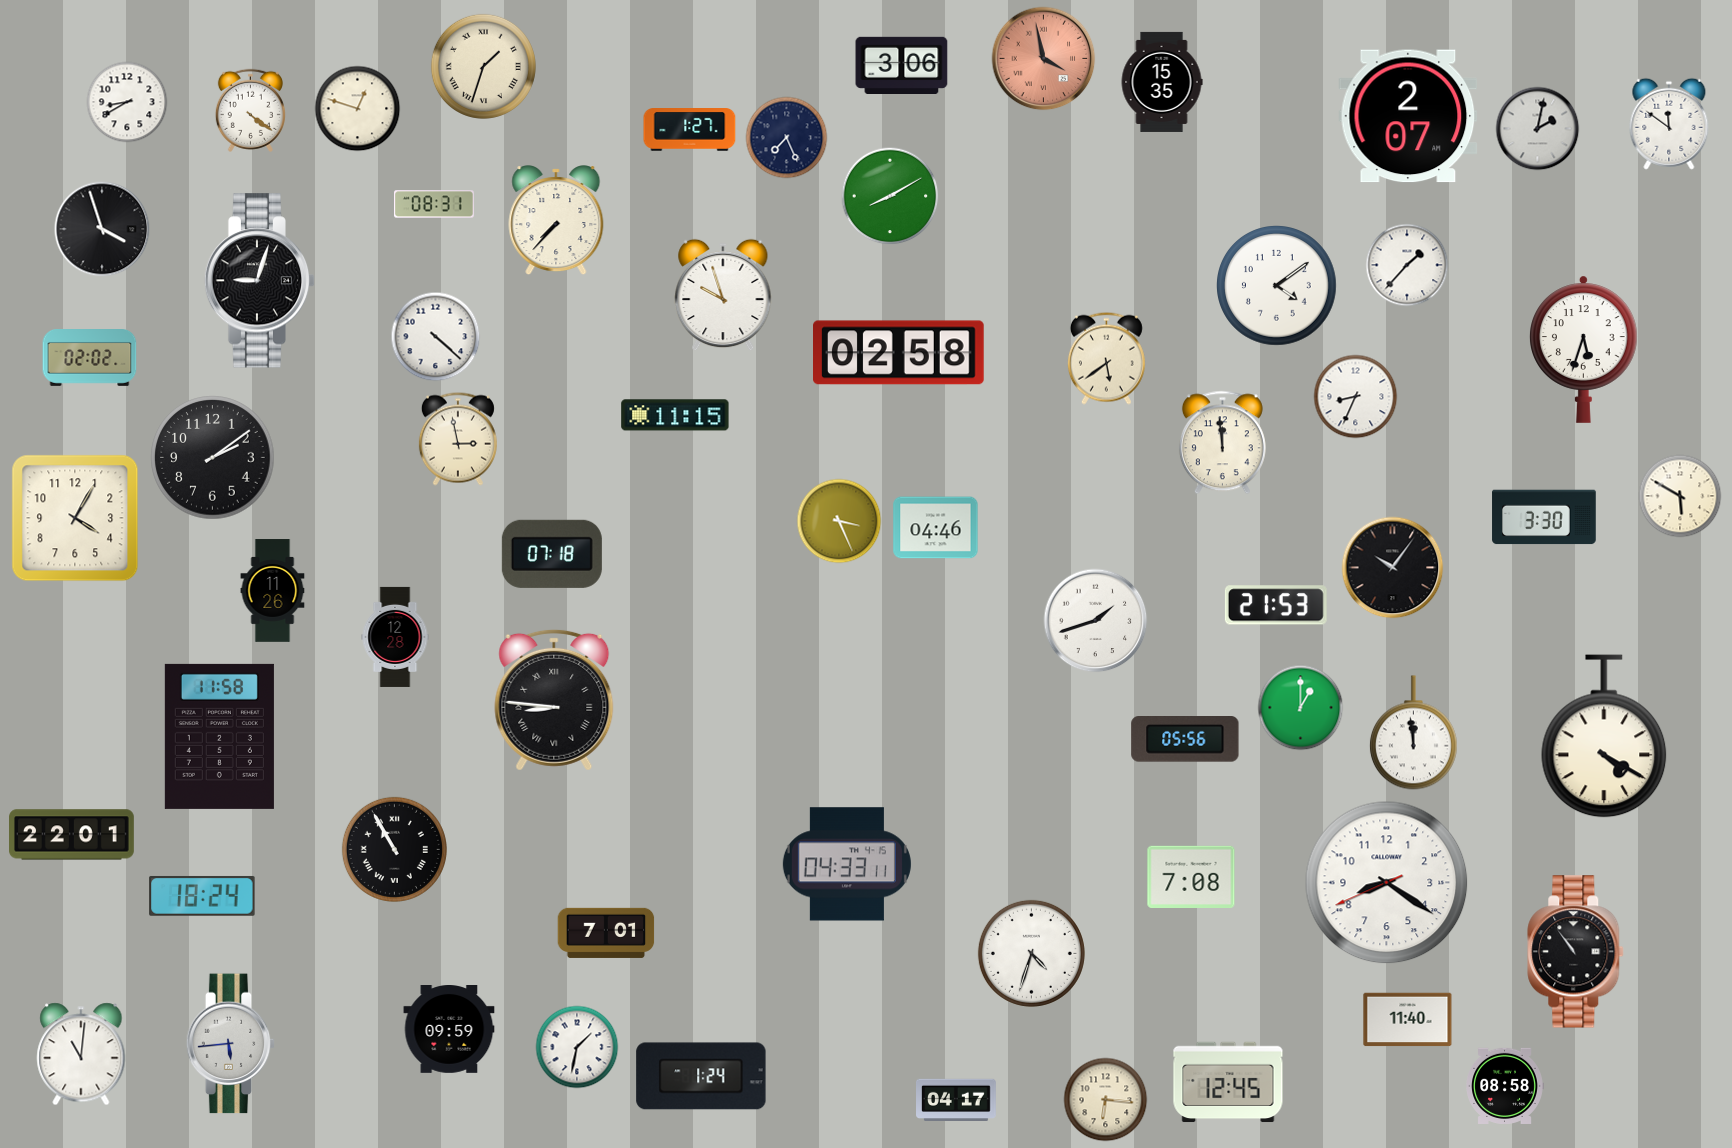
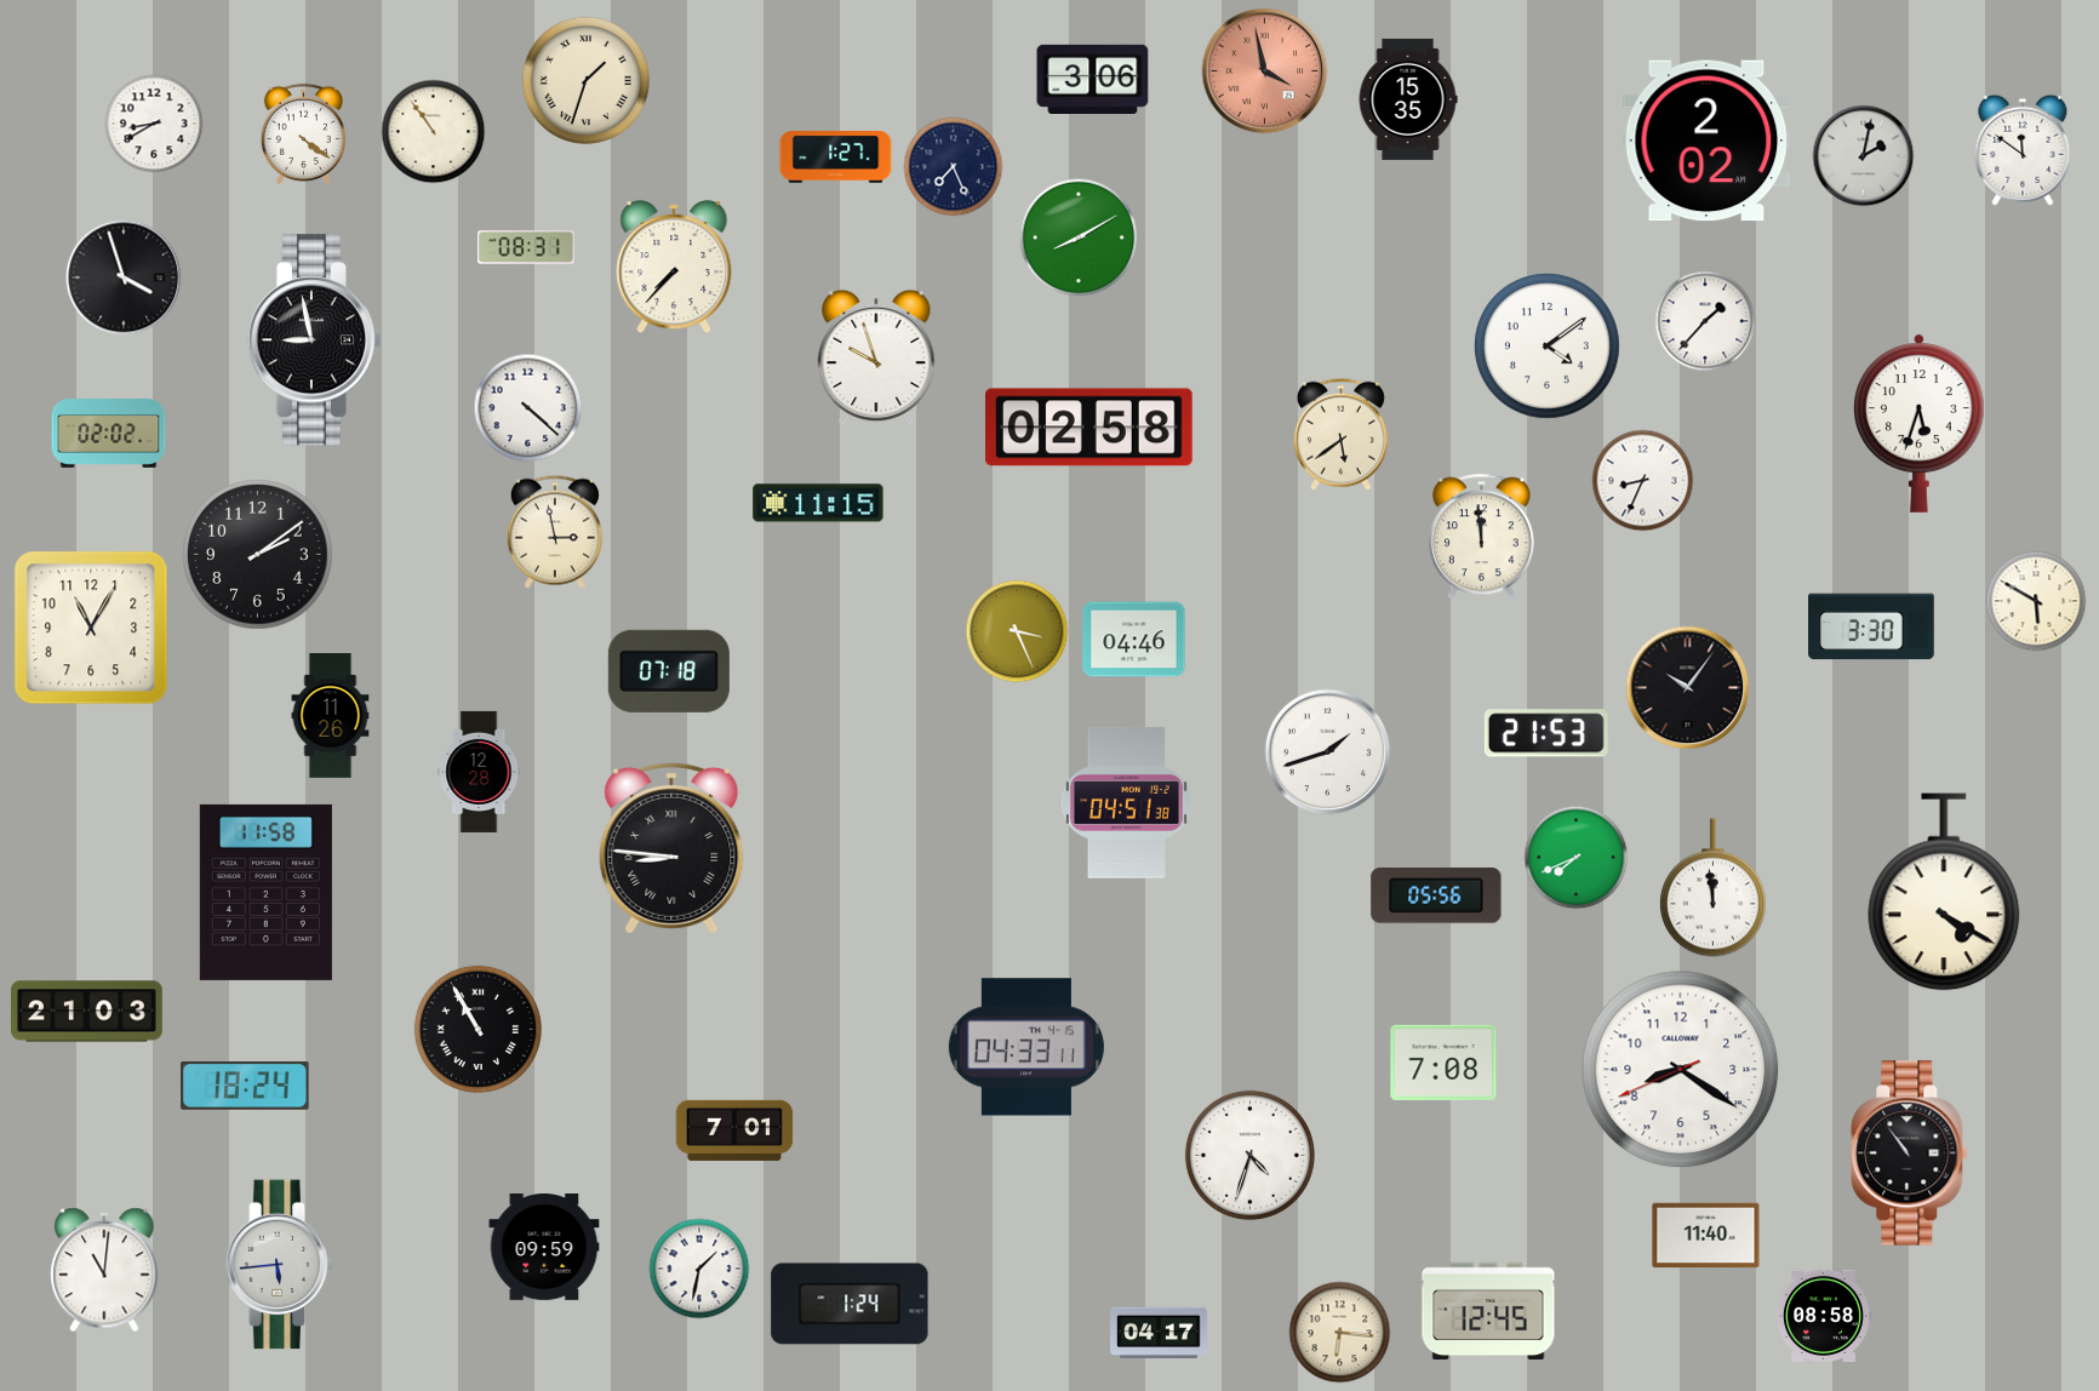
clock at (358, 109): 12:48 -> 10:54
clock at (1408, 116): 2:07 -> 2:02
clock at (260, 281): 9:03 -> 8:58
clock at (75, 518): 4:05 -> 11:05
clock at (1126, 803): none -> 04:51
clock at (1301, 708): 1:00 -> 7:41
clock at (72, 835): 22:01 -> 21:03
clock at (81, 1054) position: (81, 1054) -> (104, 1270)
